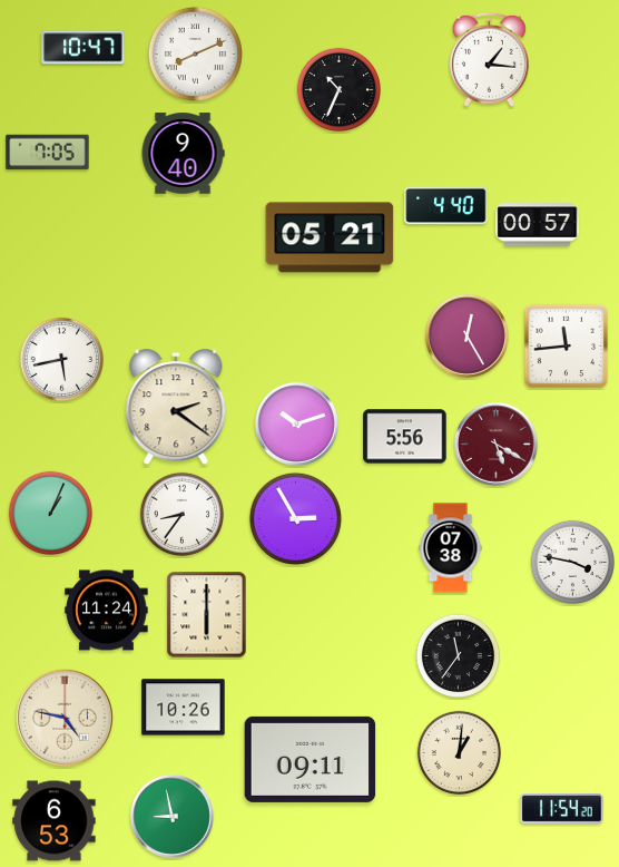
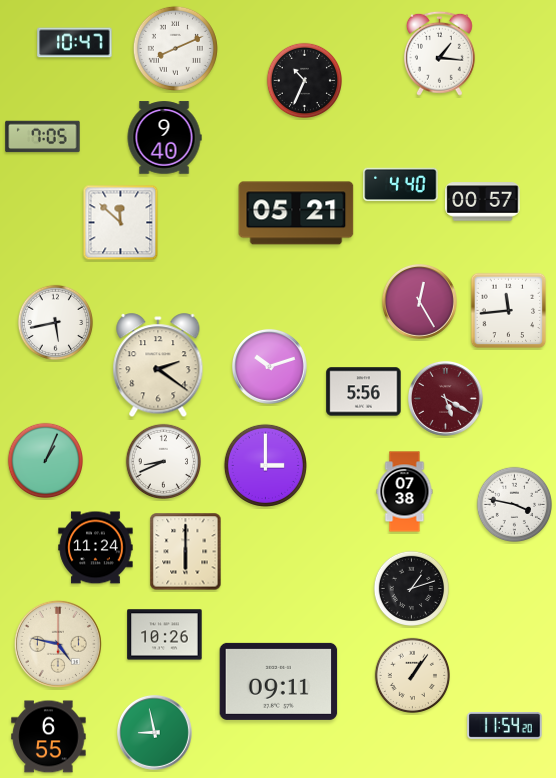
clock at (121, 223): none -> 11:52
clock at (297, 425) position: (297, 425) -> (270, 367)
clock at (181, 514): 8:36 -> 8:41
clock at (295, 518): 2:55 -> 3:00
clock at (458, 655): 11:36 -> 1:12
clock at (459, 752): 1:01 -> 1:06
clock at (55, 821): 6:53 -> 6:55
